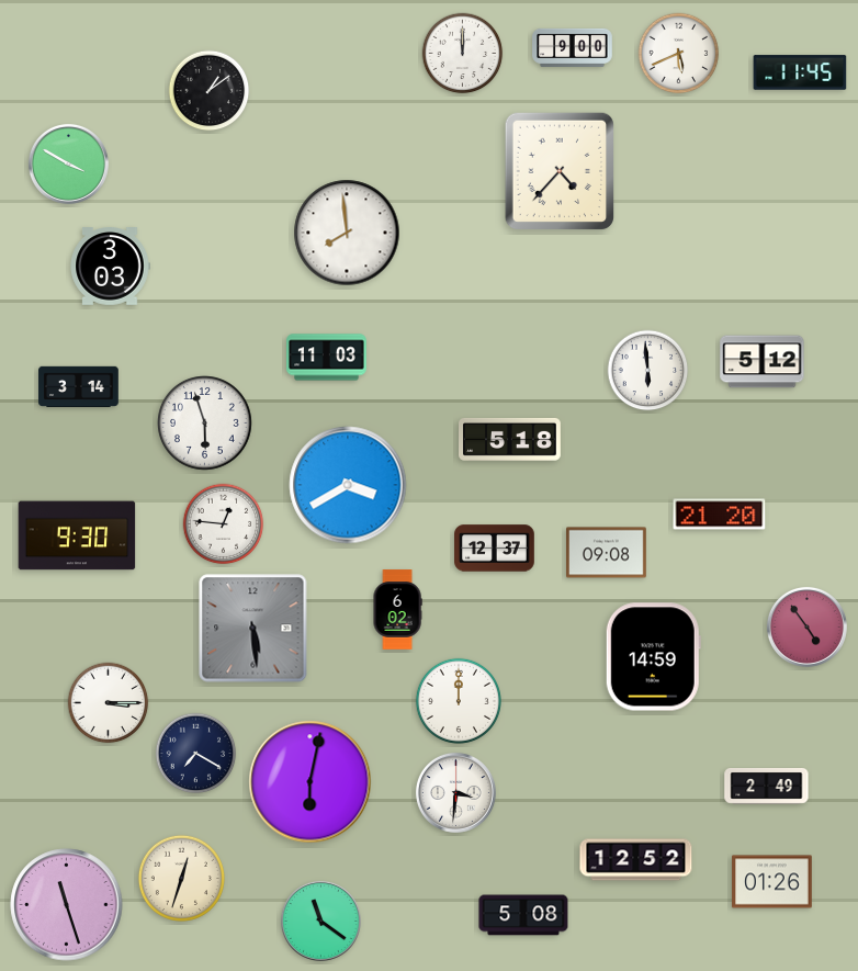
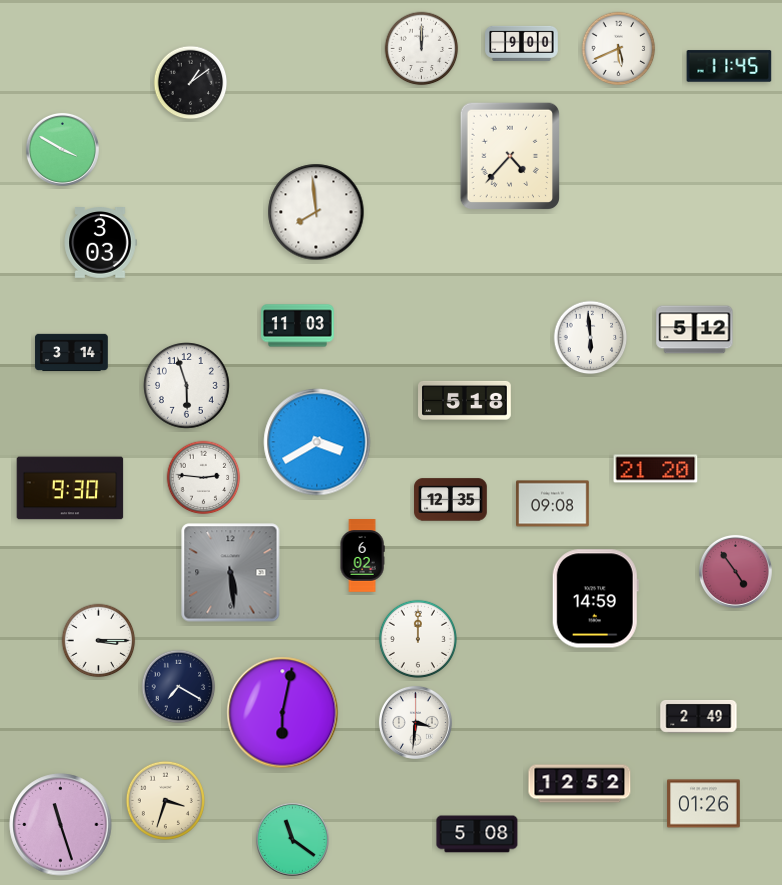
clock at (224, 524): 12:46 -> 2:46
clock at (495, 549): 12:37 -> 12:35
clock at (181, 878): 12:33 -> 3:33
